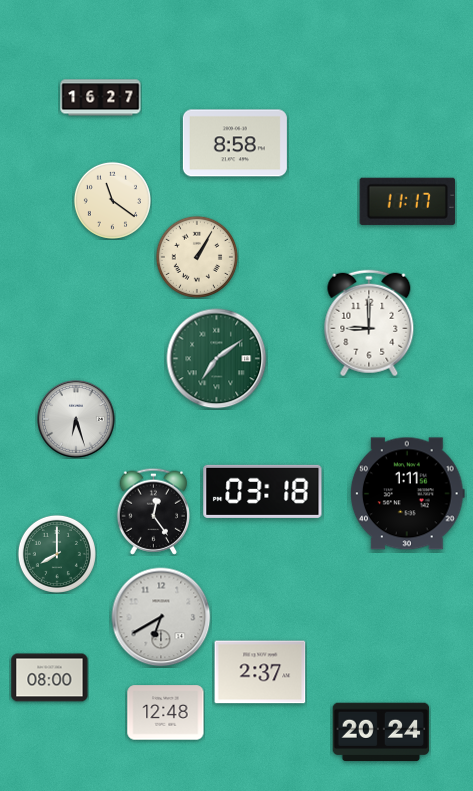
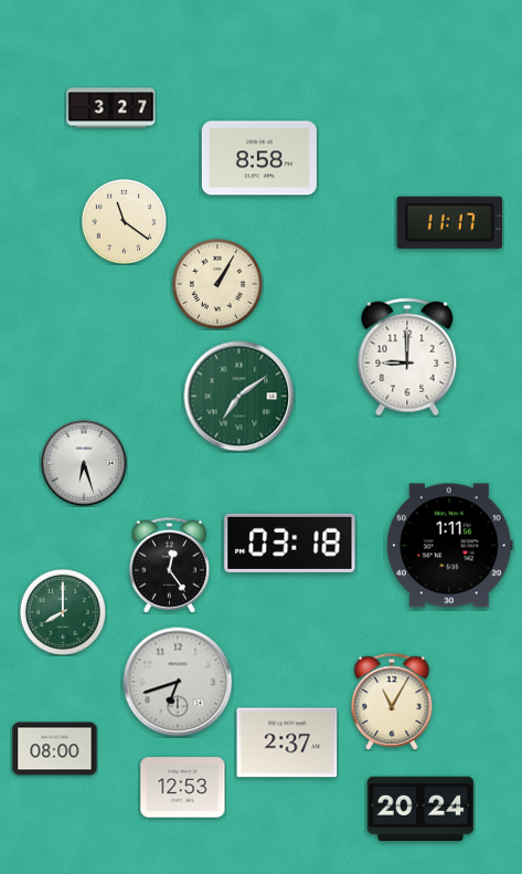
clock at (101, 98): 16:27 -> 3:27
clock at (161, 617): 6:40 -> 6:42
clock at (392, 702): none -> 11:05
clock at (166, 713): 12:48 -> 12:53
